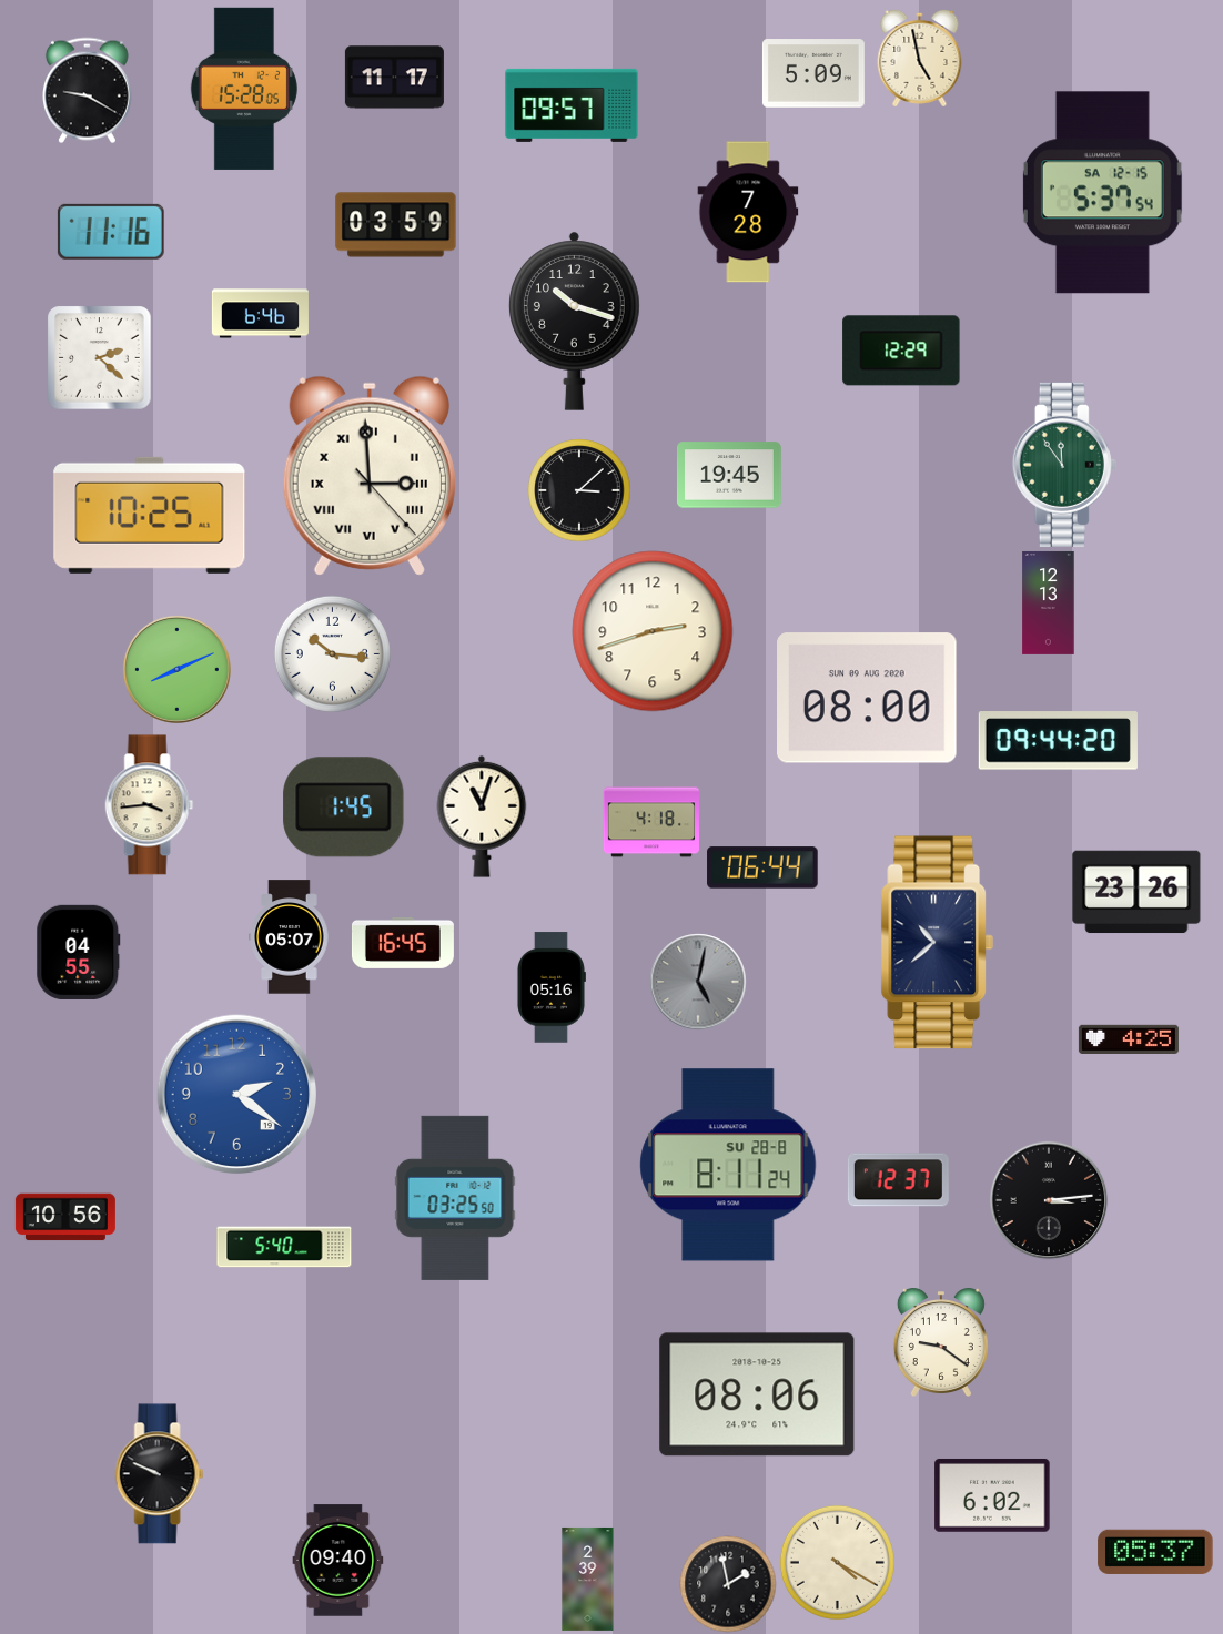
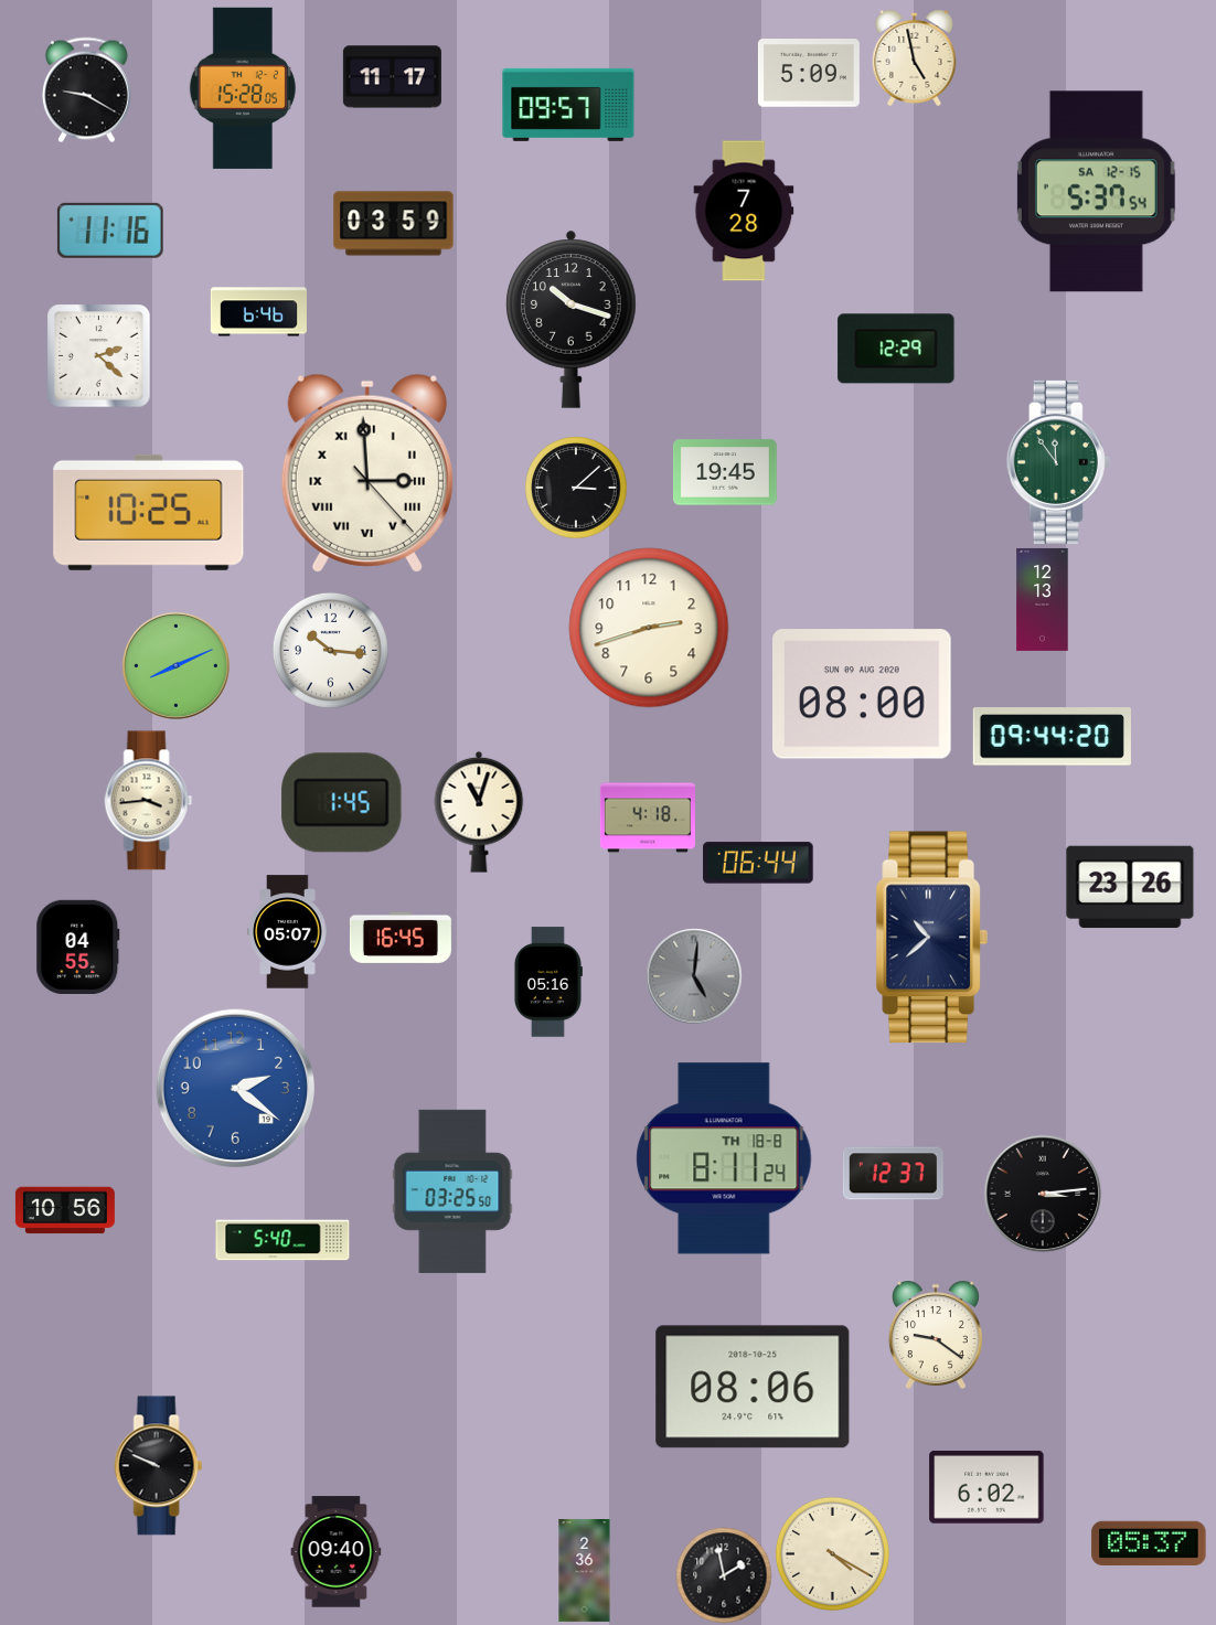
clock at (698, 982): 5:02 -> 5:01
clock at (1129, 1039): 4:25 -> none
clock at (728, 1165) date: SU 28-8 -> TH 18-8
clock at (588, 1579): 2:39 -> 2:36
